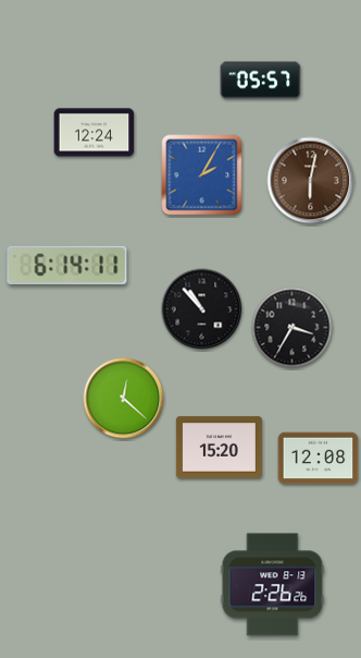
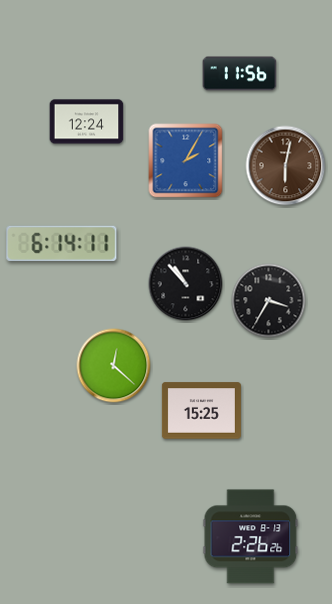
clock at (261, 81): 05:57 -> 11:56
clock at (219, 448): 15:20 -> 15:25
clock at (319, 459): 12:08 -> none
